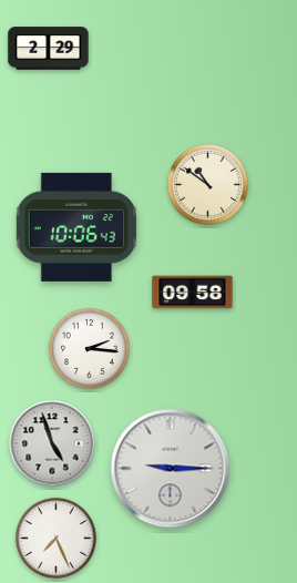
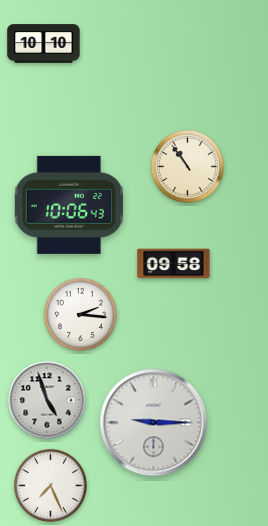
clock at (49, 49): 2:29 -> 10:10
clock at (207, 184): 10:51 -> 10:54
